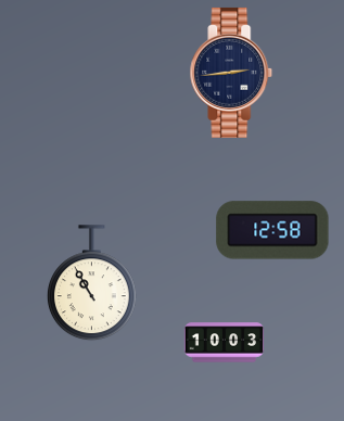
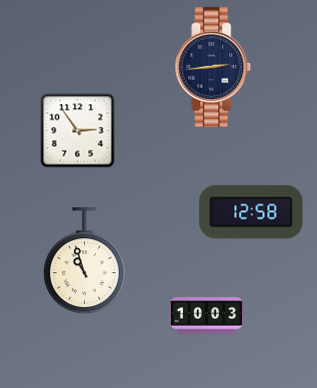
clock at (78, 131): none -> 2:54
clock at (91, 283): 10:55 -> 10:57
